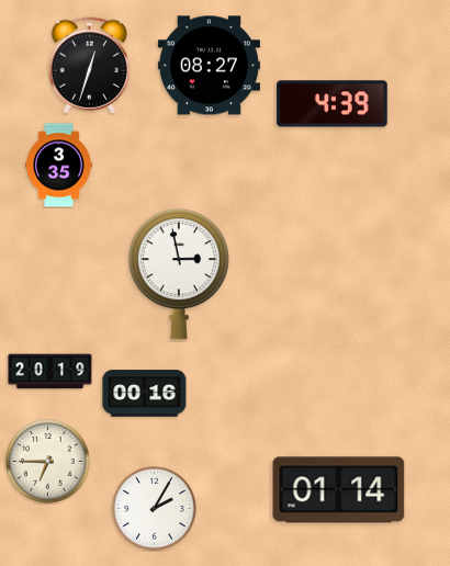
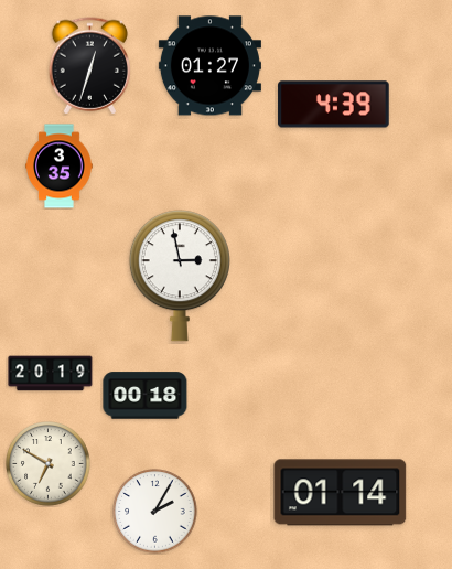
clock at (209, 66): 08:27 -> 01:27
clock at (145, 394): 00:16 -> 00:18
clock at (48, 462): 6:45 -> 6:50
